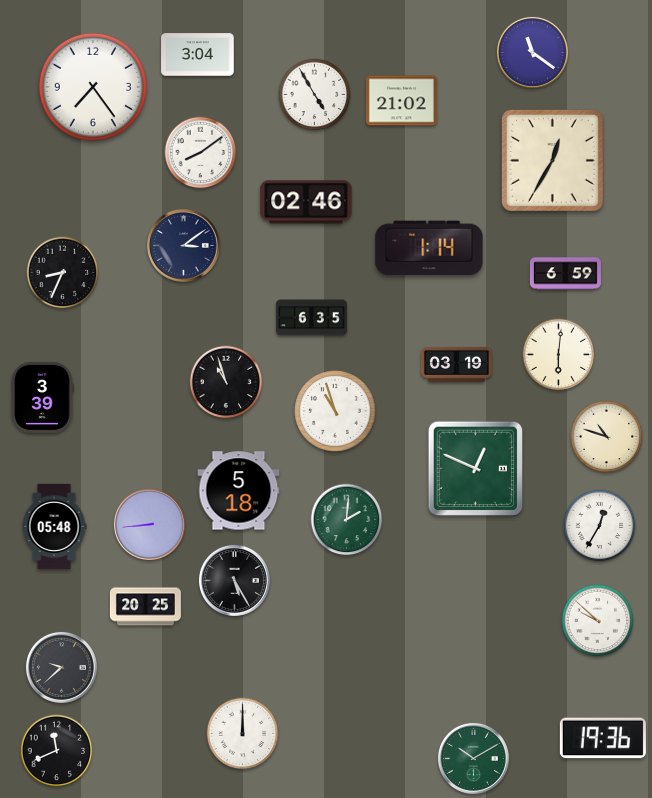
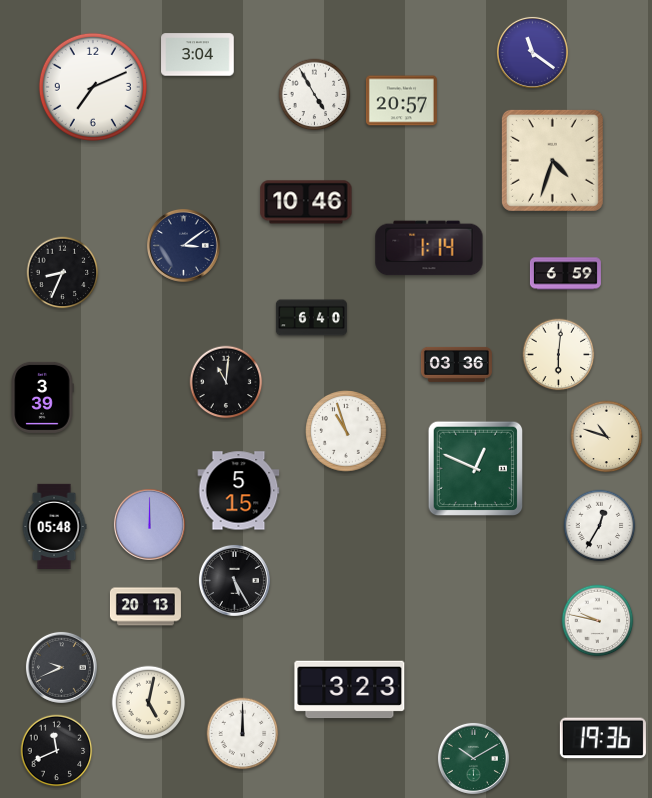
clock at (93, 87): 7:24 -> 7:11
clock at (401, 101): 21:02 -> 20:57
clock at (201, 153): 8:09 -> none
clock at (552, 160): 12:35 -> 4:33
clock at (306, 202): 02:46 -> 10:46
clock at (311, 318): 6:35 -> 6:40
clock at (456, 364): 03:19 -> 03:36
clock at (226, 382): 10:57 -> 11:01
clock at (335, 411) position: (335, 411) -> (346, 431)
clock at (239, 491): 5:18 -> 5:15
clock at (347, 520): 2:01 -> none
clock at (149, 524): 8:44 -> 12:00
clock at (145, 607): 20:25 -> 20:13
clock at (598, 621): 9:52 -> 9:47
clock at (61, 667): 9:38 -> 9:41
clock at (350, 690): none -> 3:23
clock at (149, 703): none -> 5:02
